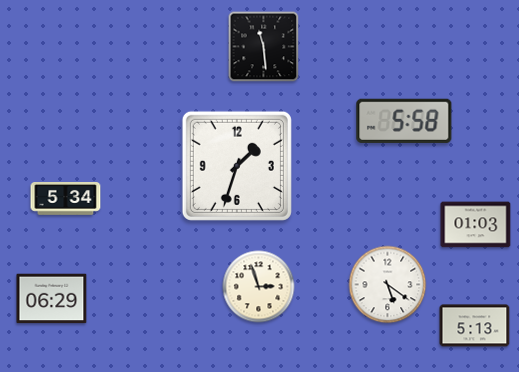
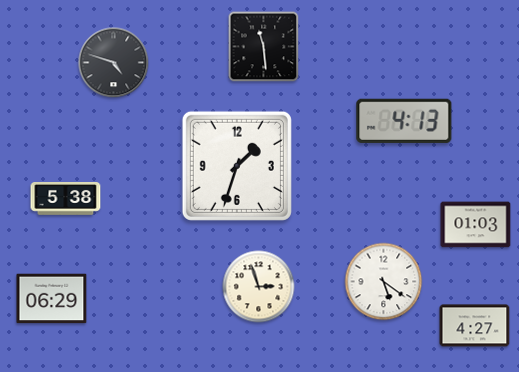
clock at (114, 63): none -> 4:48
clock at (404, 121): 5:58 -> 4:13
clock at (66, 199): 5:34 -> 5:38
clock at (388, 285) position: (388, 285) -> (384, 282)
clock at (475, 326): 5:13 -> 4:27
